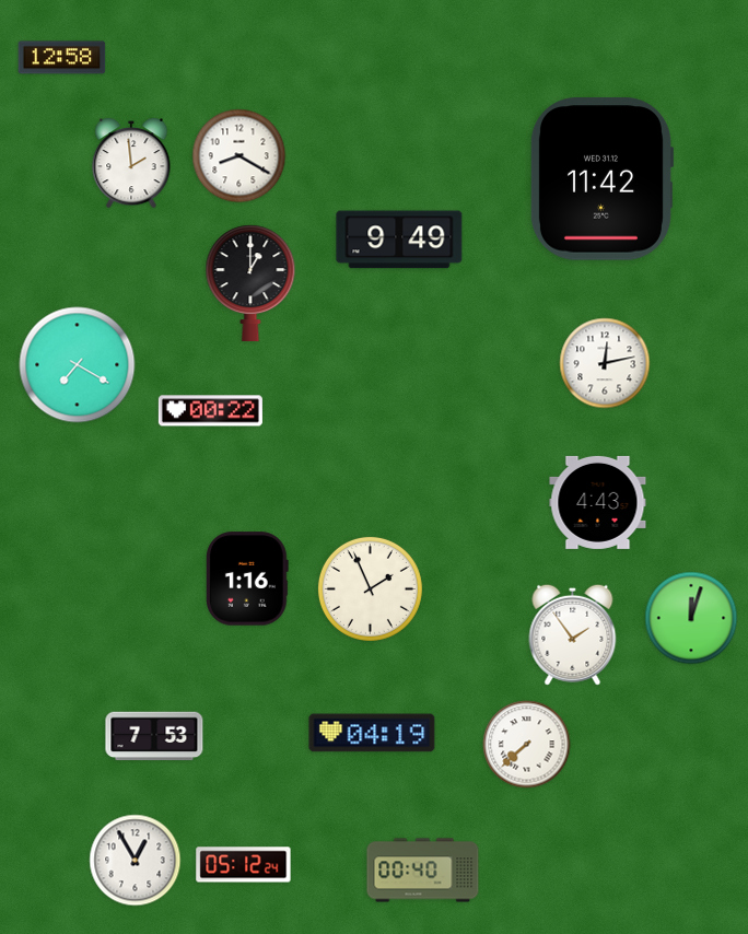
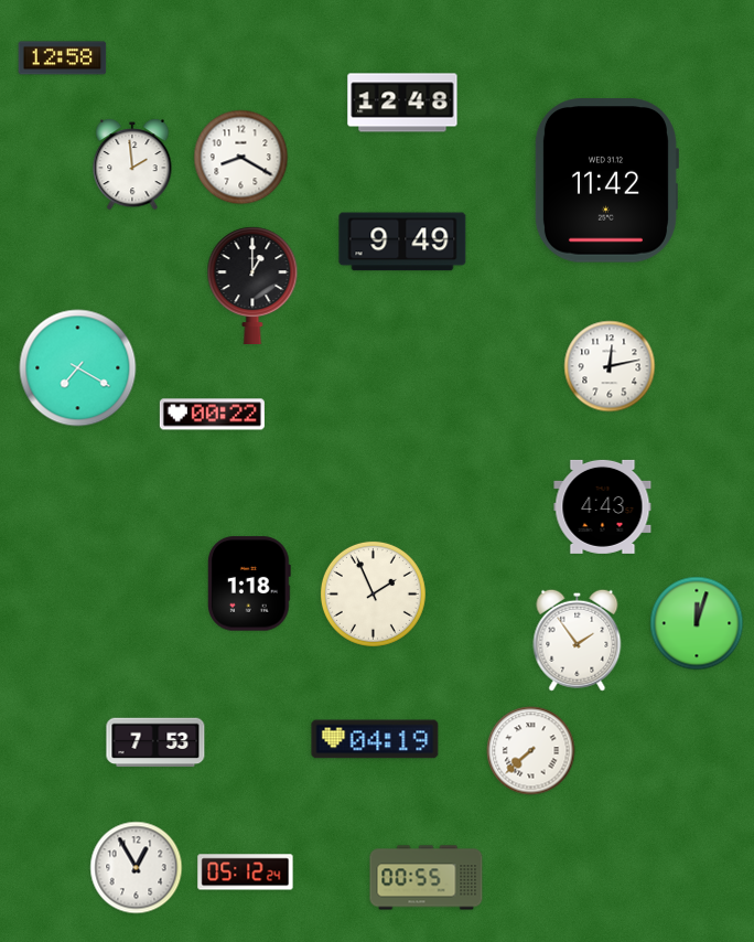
clock at (402, 103): none -> 12:48
clock at (248, 579): 1:16 -> 1:18
clock at (423, 871): 00:40 -> 00:55
